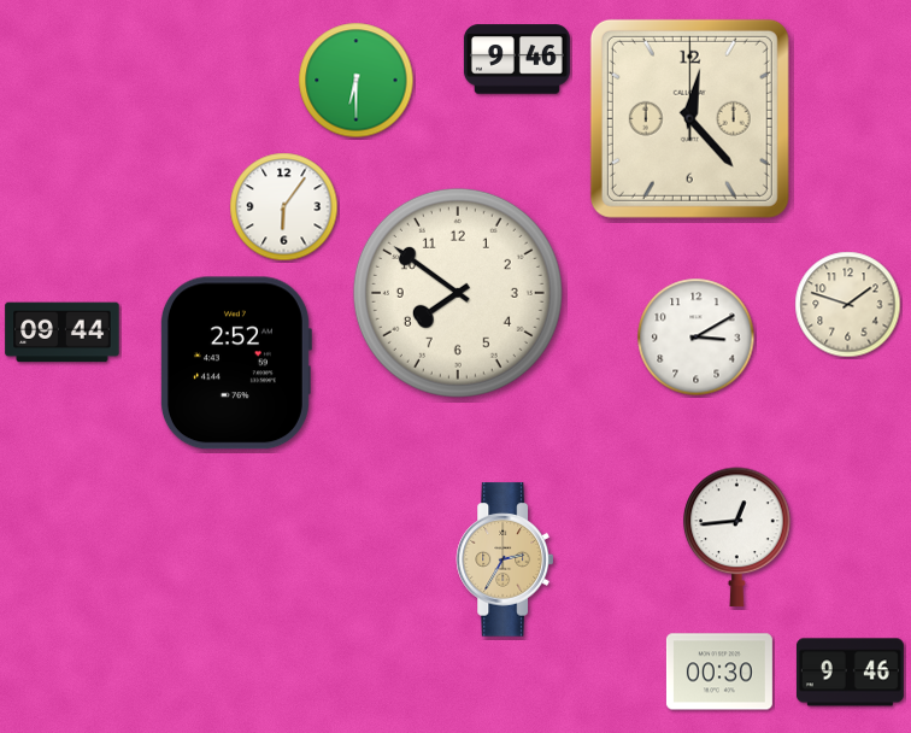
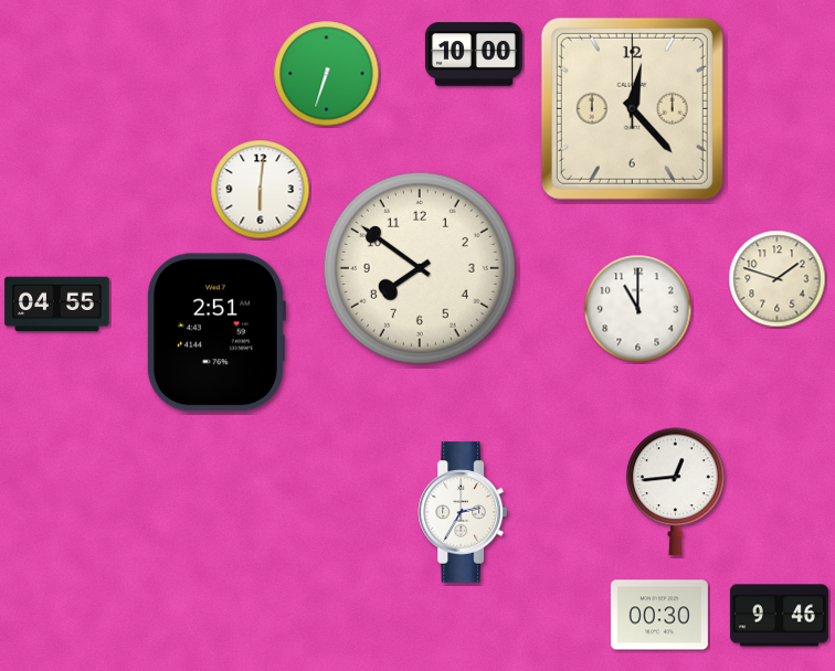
clock at (517, 59): 9:46 -> 10:00
clock at (357, 81): 6:30 -> 6:33
clock at (284, 207): 6:06 -> 6:01
clock at (63, 333): 09:44 -> 04:55
clock at (697, 338): 3:10 -> 11:00
clock at (235, 363): 2:52 -> 2:51
clock at (504, 559) dial: champagne -> white
